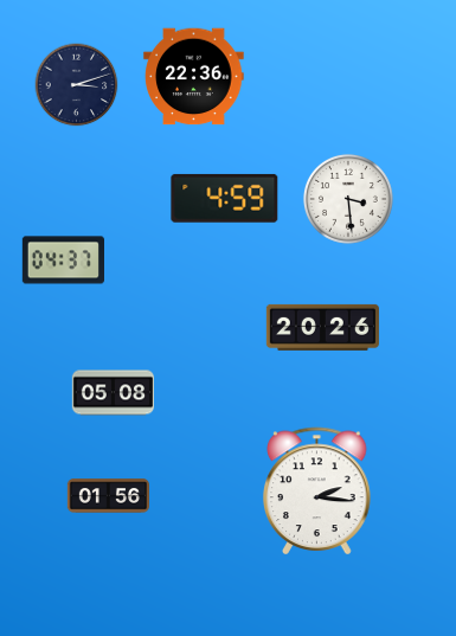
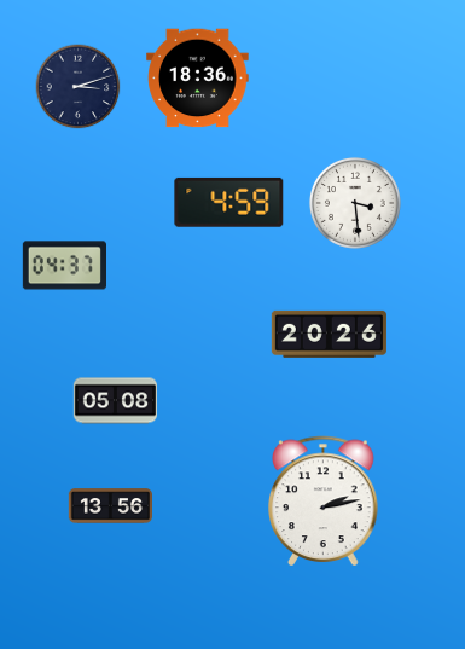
clock at (194, 77): 22:36 -> 18:36
clock at (317, 490): 2:16 -> 2:13
clock at (108, 496): 01:56 -> 13:56
